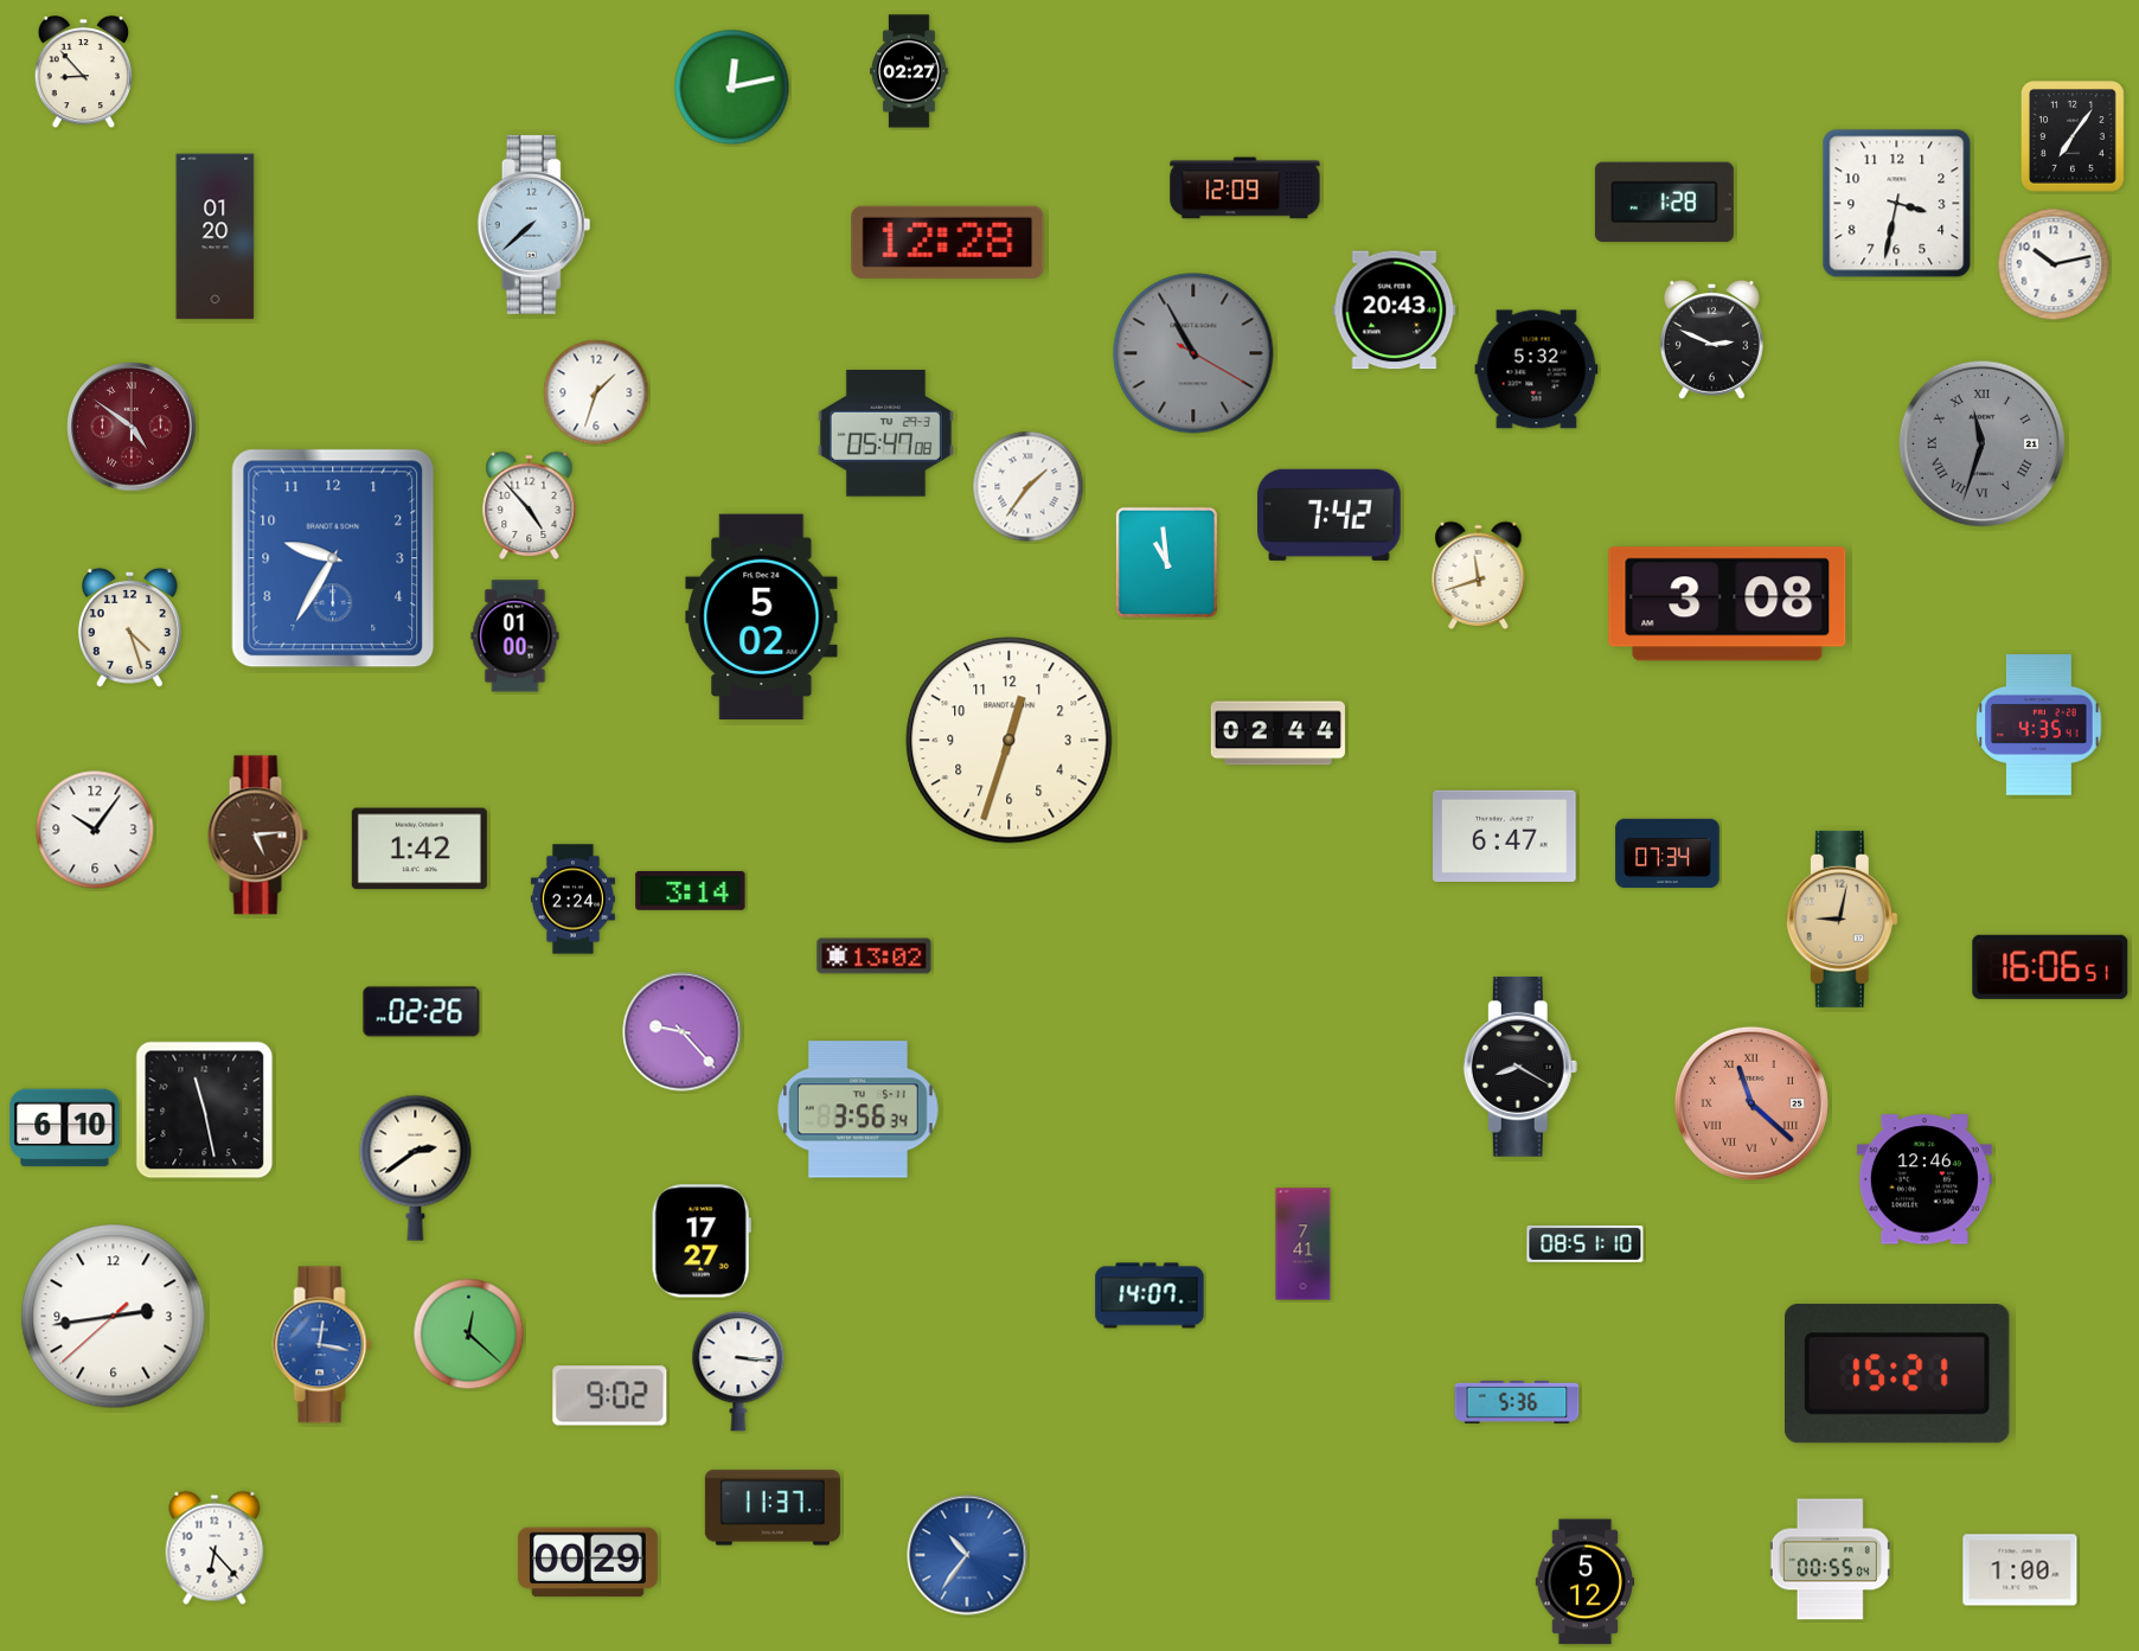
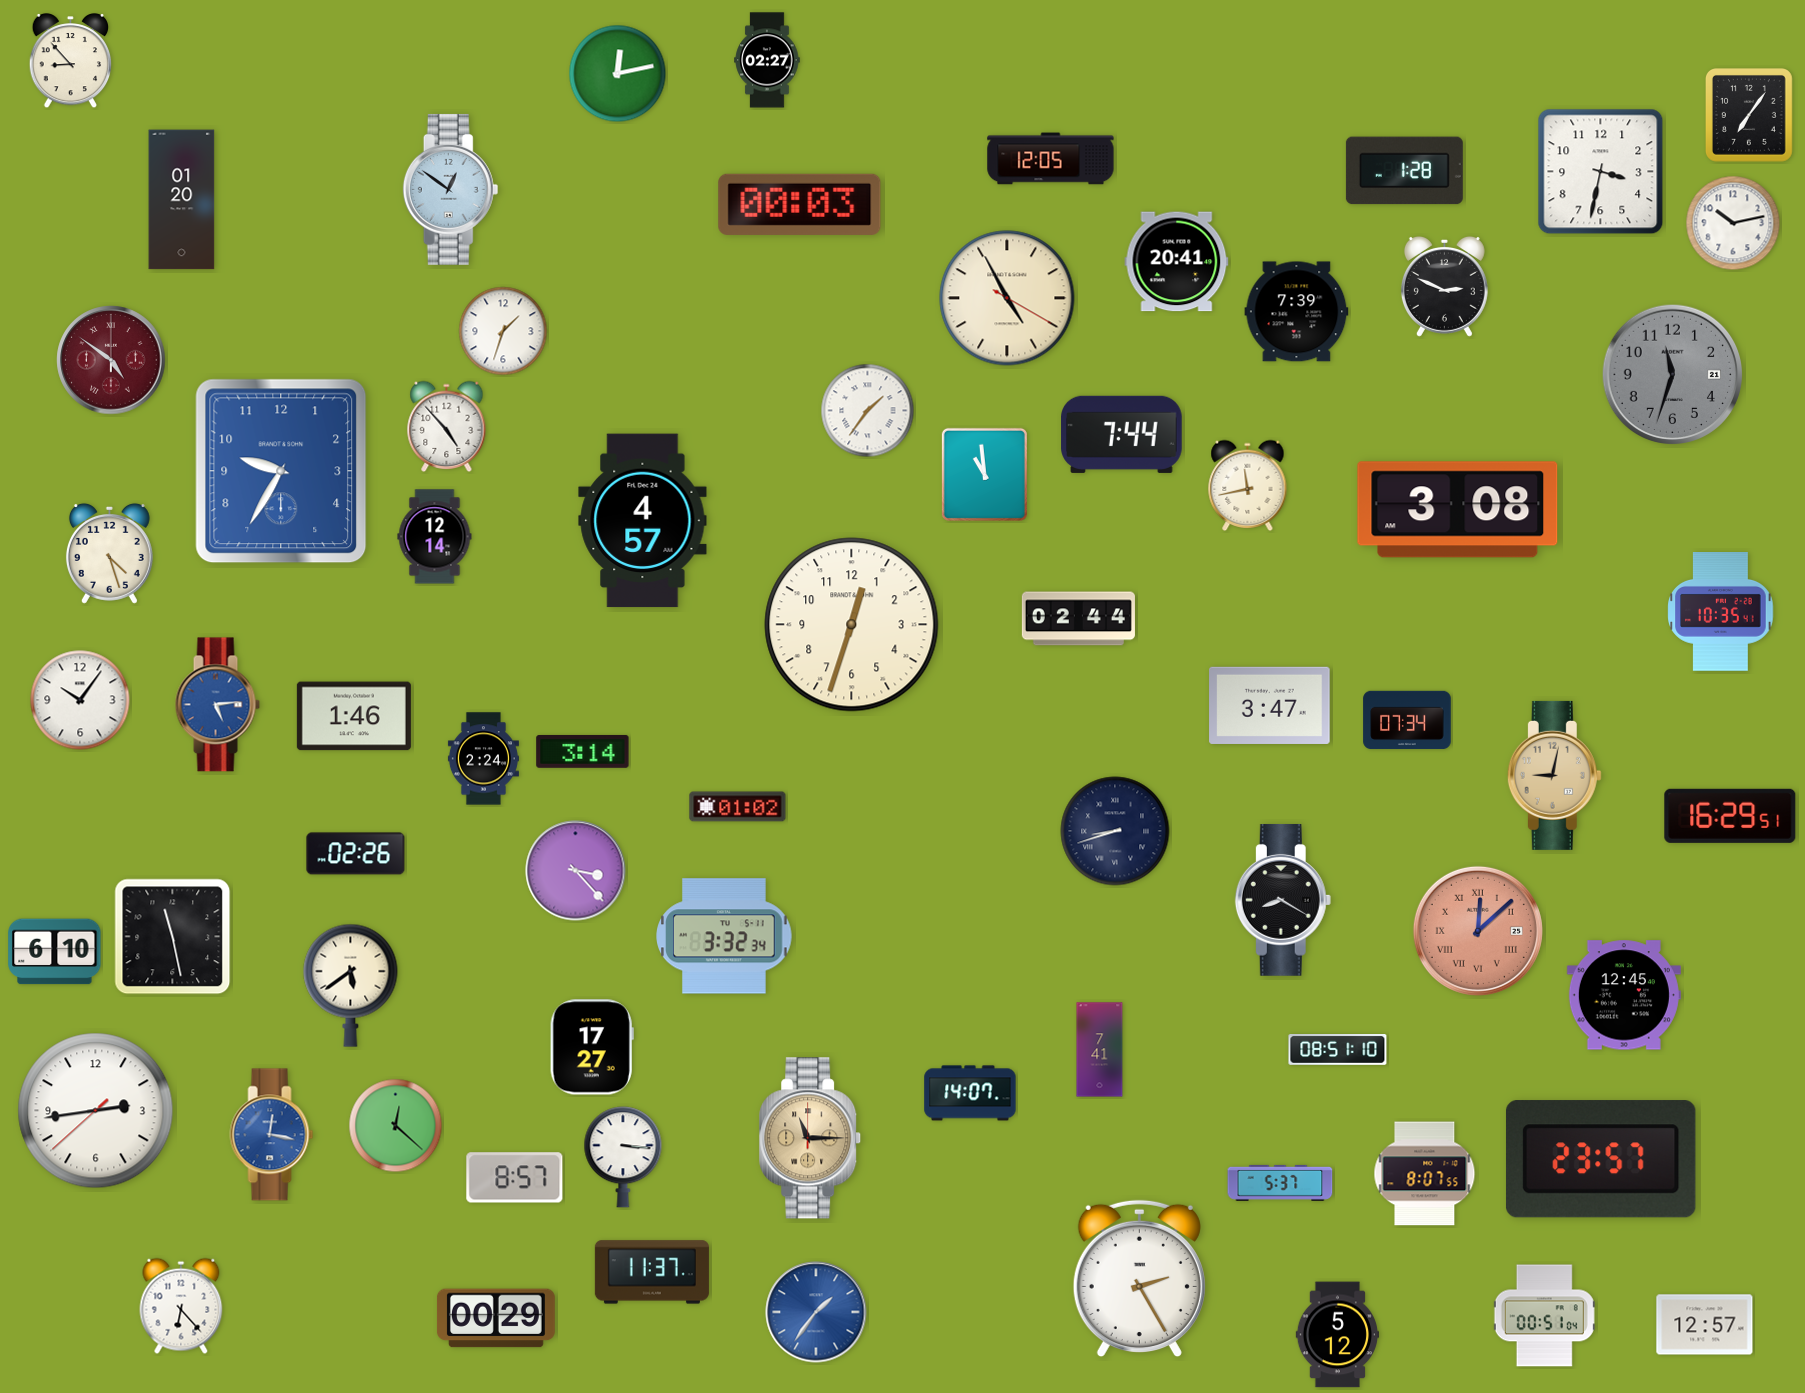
clock at (1245, 188): 12:09 -> 12:05
clock at (534, 224): 7:38 -> 12:51
clock at (948, 242): 12:28 -> 00:03
clock at (1395, 311): 20:43 -> 20:41
clock at (1193, 353): 10:55 -> 4:55
clock at (1193, 353) dial: grey -> cream
clock at (1537, 370): 5:32 -> 7:39
clock at (885, 434): 05:47 -> none
clock at (1981, 443) numerals: Roman -> Arabic
clock at (1330, 514): 7:42 -> 7:44
clock at (1479, 575): 11:42 -> 11:43
clock at (762, 617): 5:02 -> 4:57
clock at (129, 627) position: (129, 627) -> (109, 553)
clock at (515, 636): 01:00 -> 12:14
clock at (2039, 725): 4:35 -> 10:35
clock at (257, 836) dial: brown -> blue
clock at (1505, 836): 6:47 -> 3:47
clock at (420, 849): 1:42 -> 1:46
clock at (875, 956): 13:02 -> 01:02
clock at (2050, 967): 16:06 -> 16:29
clock at (1115, 831): none -> 8:42
clock at (683, 1032): 9:23 -> 3:23
clock at (1751, 1103): 11:22 -> 12:08
clock at (858, 1109): 3:56 -> 3:32
clock at (416, 1167): 2:39 -> 5:39
clock at (1925, 1179): 12:46 -> 12:45
clock at (811, 1138): none -> 11:15
clock at (1897, 1374): 15:21 -> 23:57
clock at (1425, 1174): none -> 8:07
clock at (610, 1396): 9:02 -> 8:57
clock at (1517, 1402): 5:36 -> 5:37
clock at (1139, 1279): none -> 2:25
clock at (967, 1555): 10:36 -> 1:36
clock at (1830, 1560): 00:55 -> 00:51
clock at (2020, 1570): 1:00 -> 12:57
